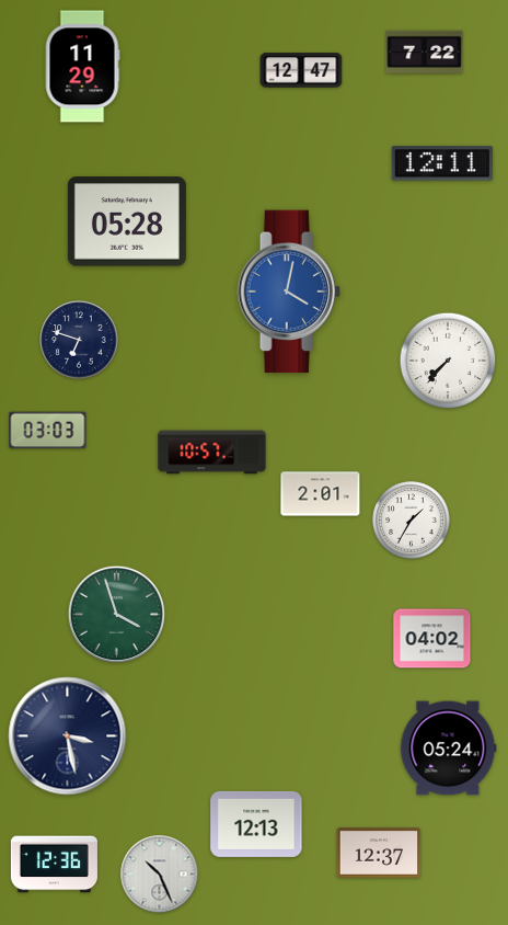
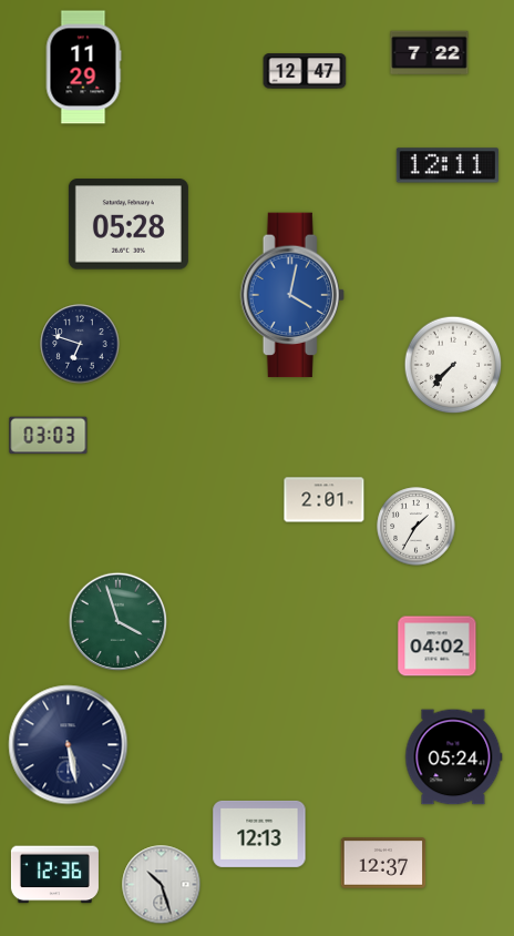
clock at (212, 453): 10:57 -> none
clock at (68, 736): 3:28 -> 5:28
clock at (160, 875): 10:26 -> 10:27
